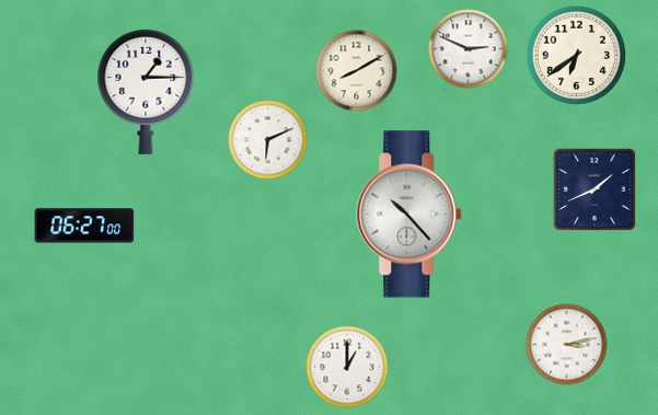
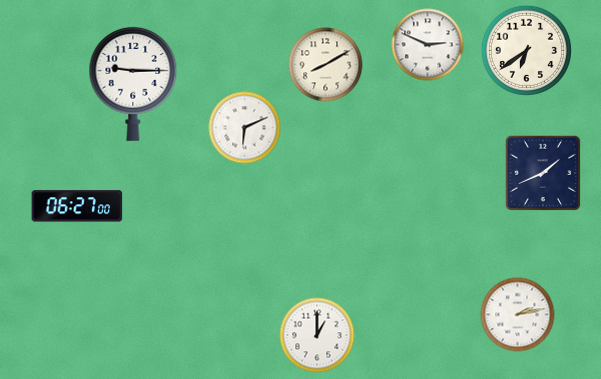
clock at (146, 92): 1:15 -> 9:15
clock at (409, 215): 10:23 -> none
clock at (567, 345): 3:13 -> 2:13
